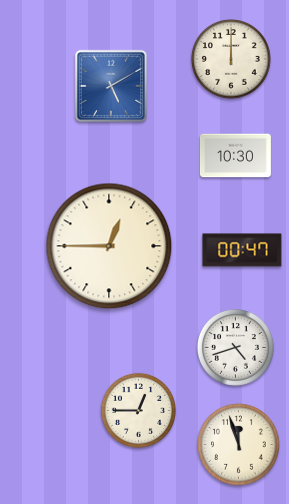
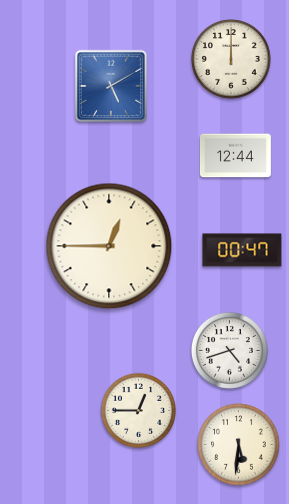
clock at (235, 156): 10:30 -> 12:44
clock at (235, 347) position: (235, 347) -> (229, 350)
clock at (239, 445): 11:57 -> 5:31
